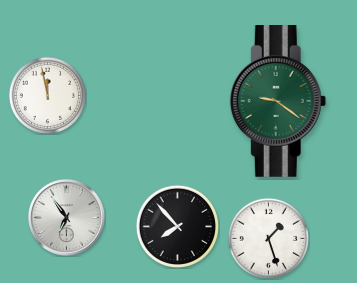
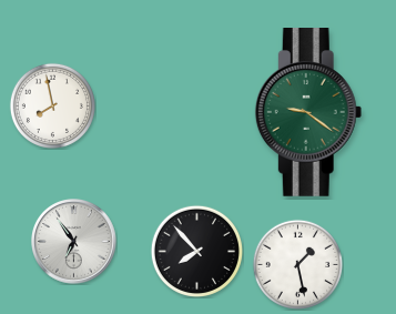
clock at (47, 95): 11:58 -> 7:58
clock at (268, 238): 1:27 -> 1:28
